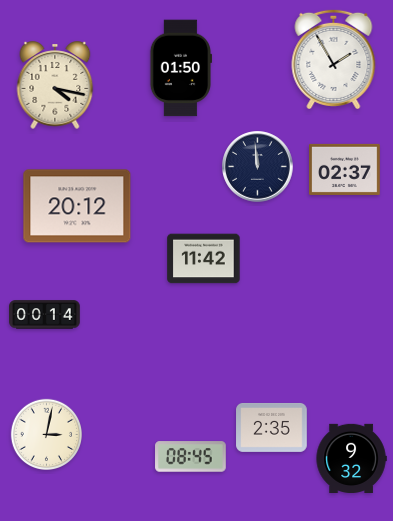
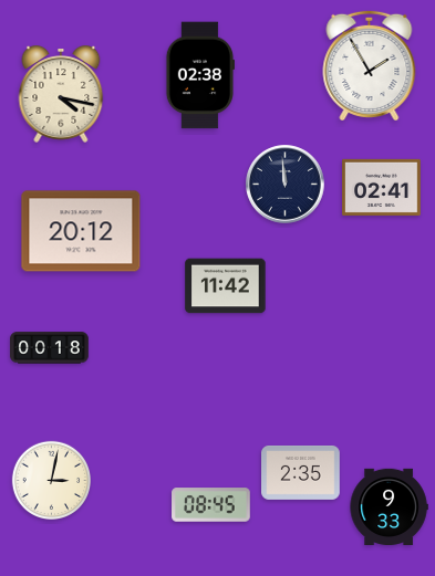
clock at (180, 68): 01:50 -> 02:38
clock at (345, 169): 02:37 -> 02:41
clock at (77, 206) position: (77, 206) -> (81, 231)
clock at (45, 315): 00:14 -> 00:18
clock at (351, 458): 9:32 -> 9:33
